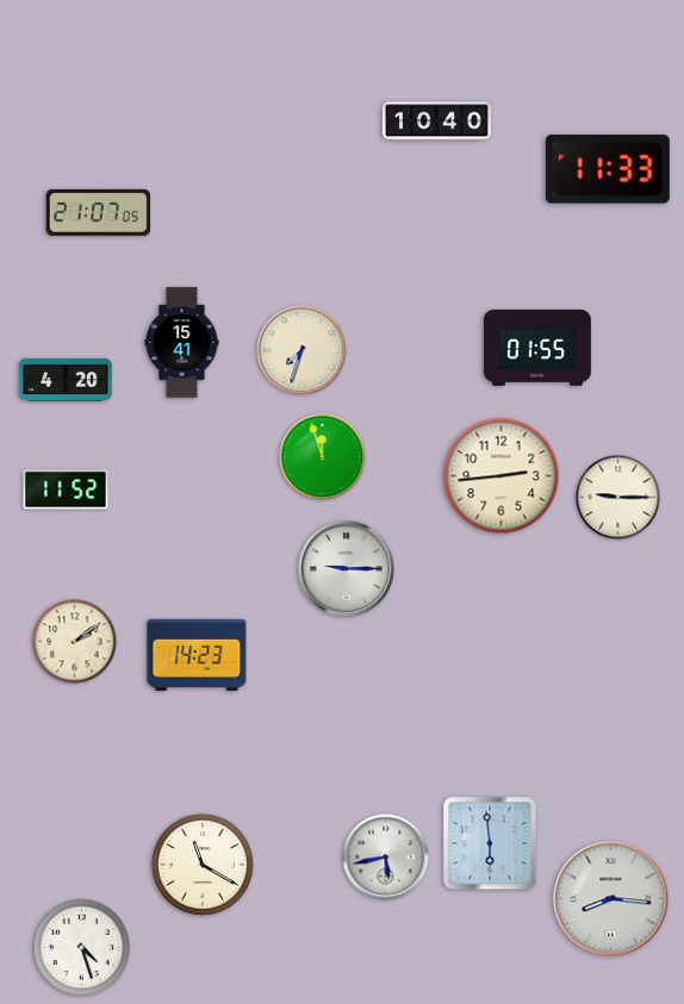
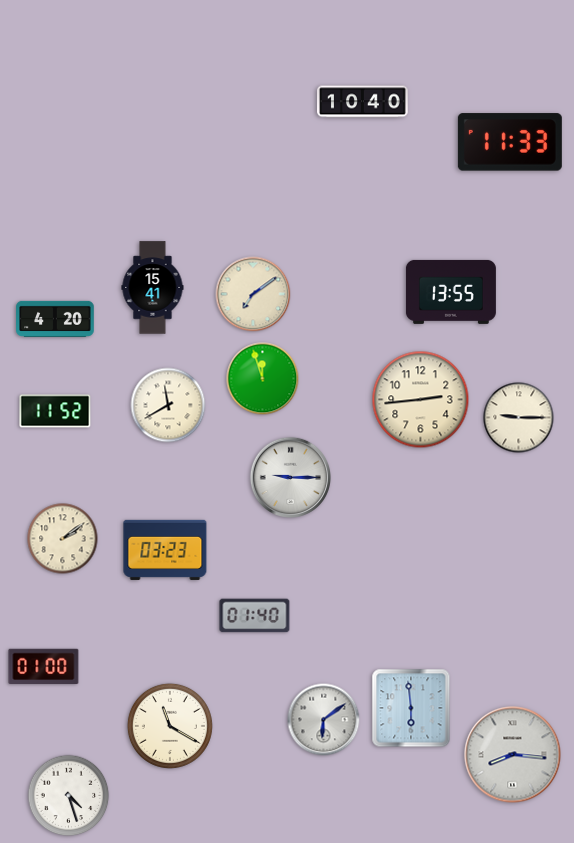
clock at (437, 121) position: (437, 121) -> (363, 102)
clock at (99, 212): 21:07 -> none
clock at (537, 348): 01:55 -> 13:55
clock at (301, 350): 7:33 -> 7:09
clock at (323, 457) position: (323, 457) -> (263, 379)
clock at (168, 405): none -> 11:40
clock at (197, 655): 14:23 -> 03:23
clock at (255, 616): none -> 01:40
clock at (44, 667): none -> 01:00
clock at (386, 858): 5:43 -> 6:09
